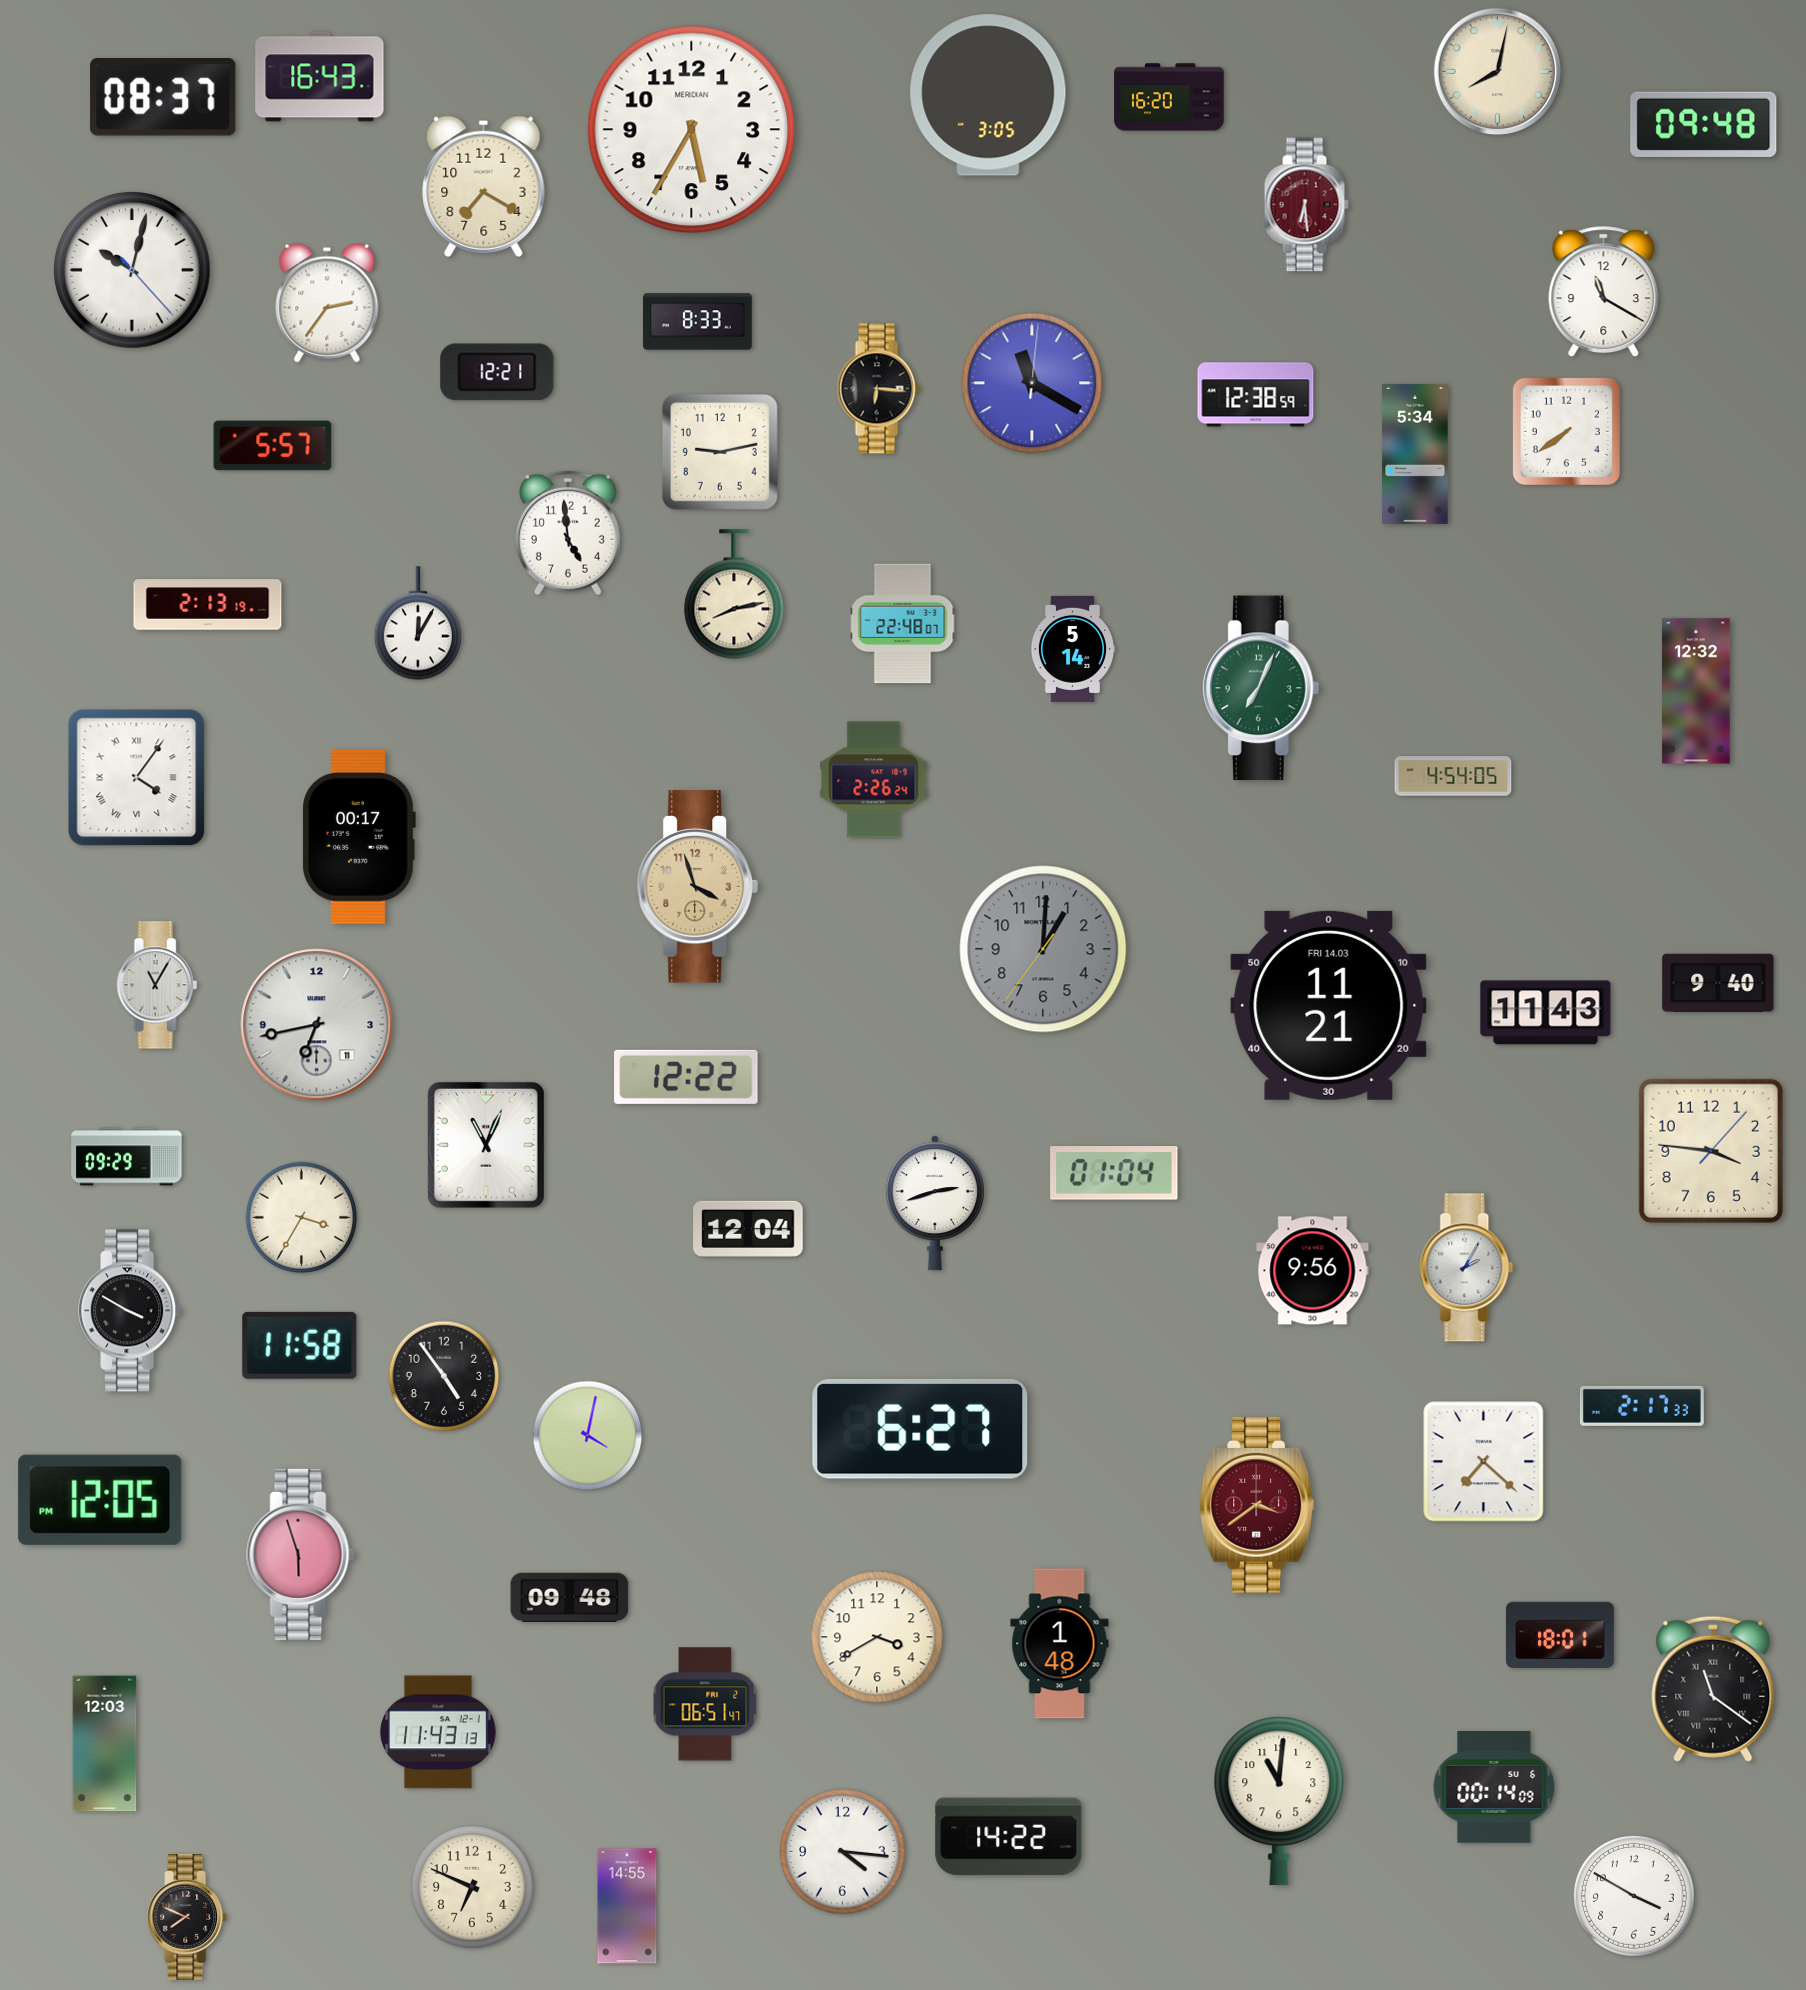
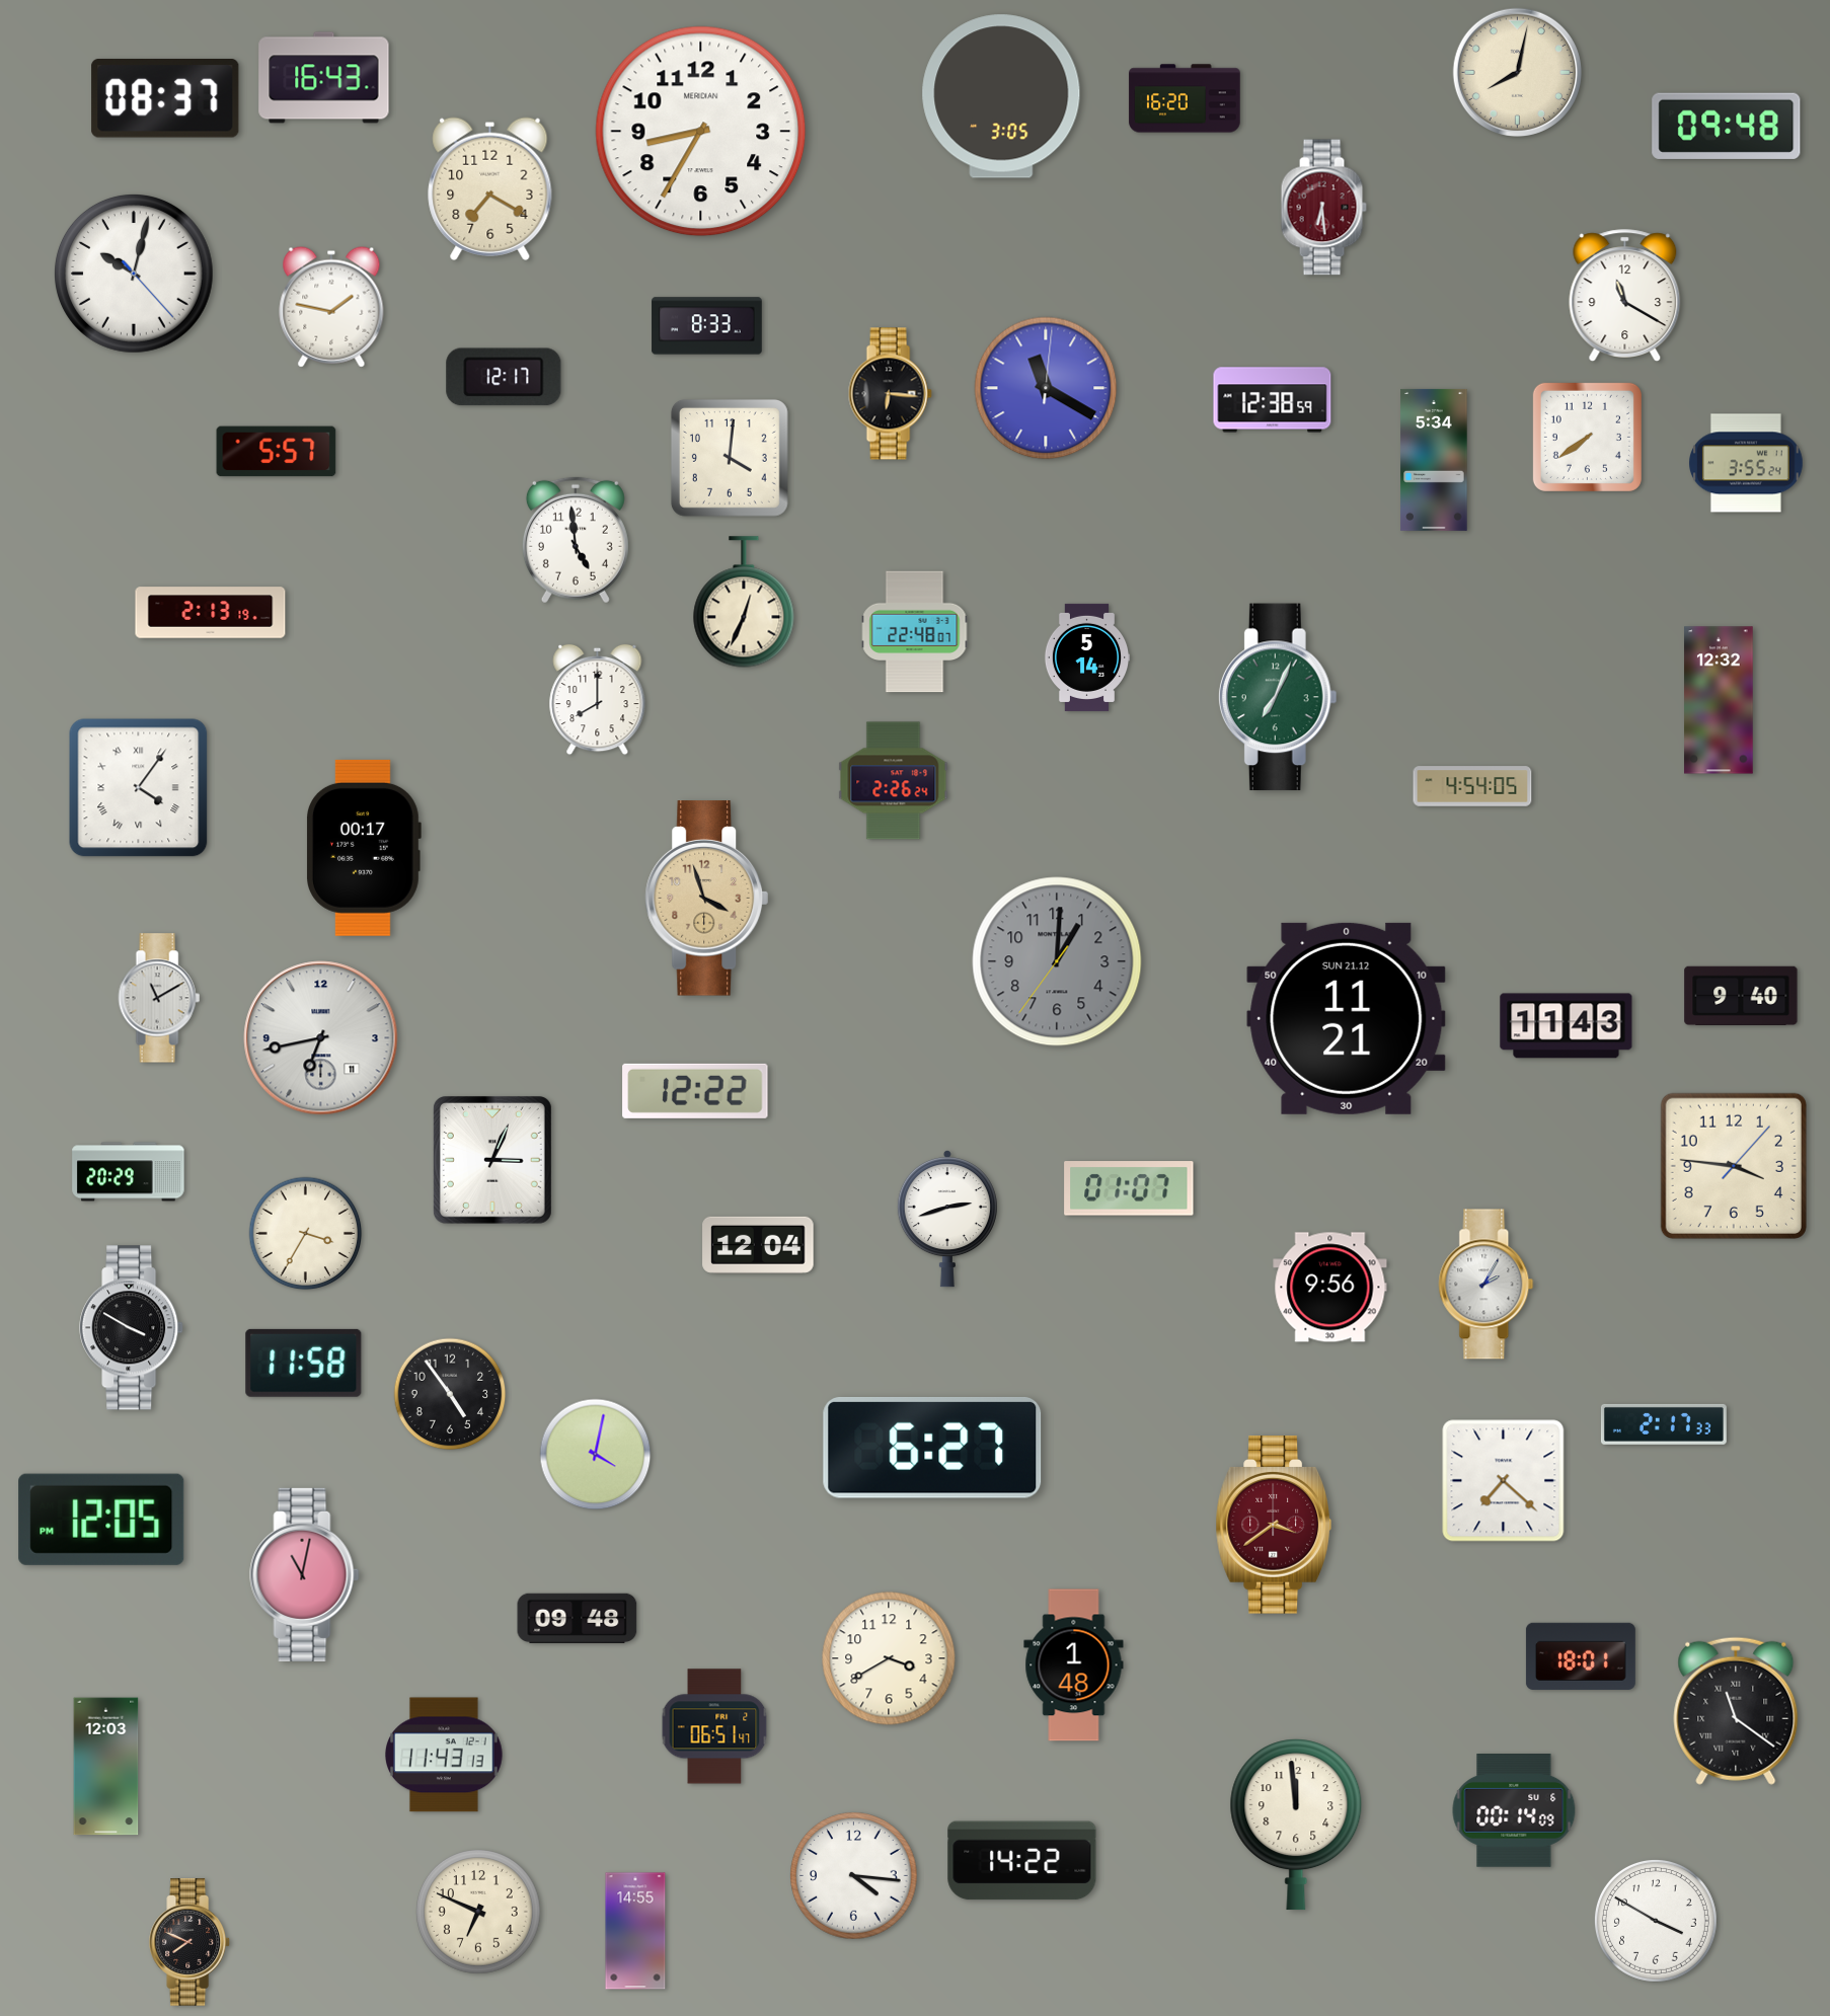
clock at (692, 130): 5:35 -> 8:35
clock at (327, 303): 2:36 -> 1:47
clock at (497, 372): 12:21 -> 12:17
clock at (720, 452): 9:13 -> 4:01
clock at (1747, 463): none -> 3:55
clock at (734, 594): 8:13 -> 12:34
clock at (418, 623): 12:05 -> none
clock at (598, 700): none -> 8:00
clock at (874, 780) position: (874, 780) -> (894, 781)
clock at (157, 985): 11:05 -> 11:10
clock at (1329, 1005) date: FRI 14.03 -> SUN 21.12
clock at (486, 1145): 11:04 -> 3:04
clock at (127, 1157): 09:29 -> 20:29
clock at (1114, 1173): 01:04 -> 01:07
clock at (301, 1554): 5:57 -> 11:02
clock at (1279, 1801): 11:01 -> 11:59
